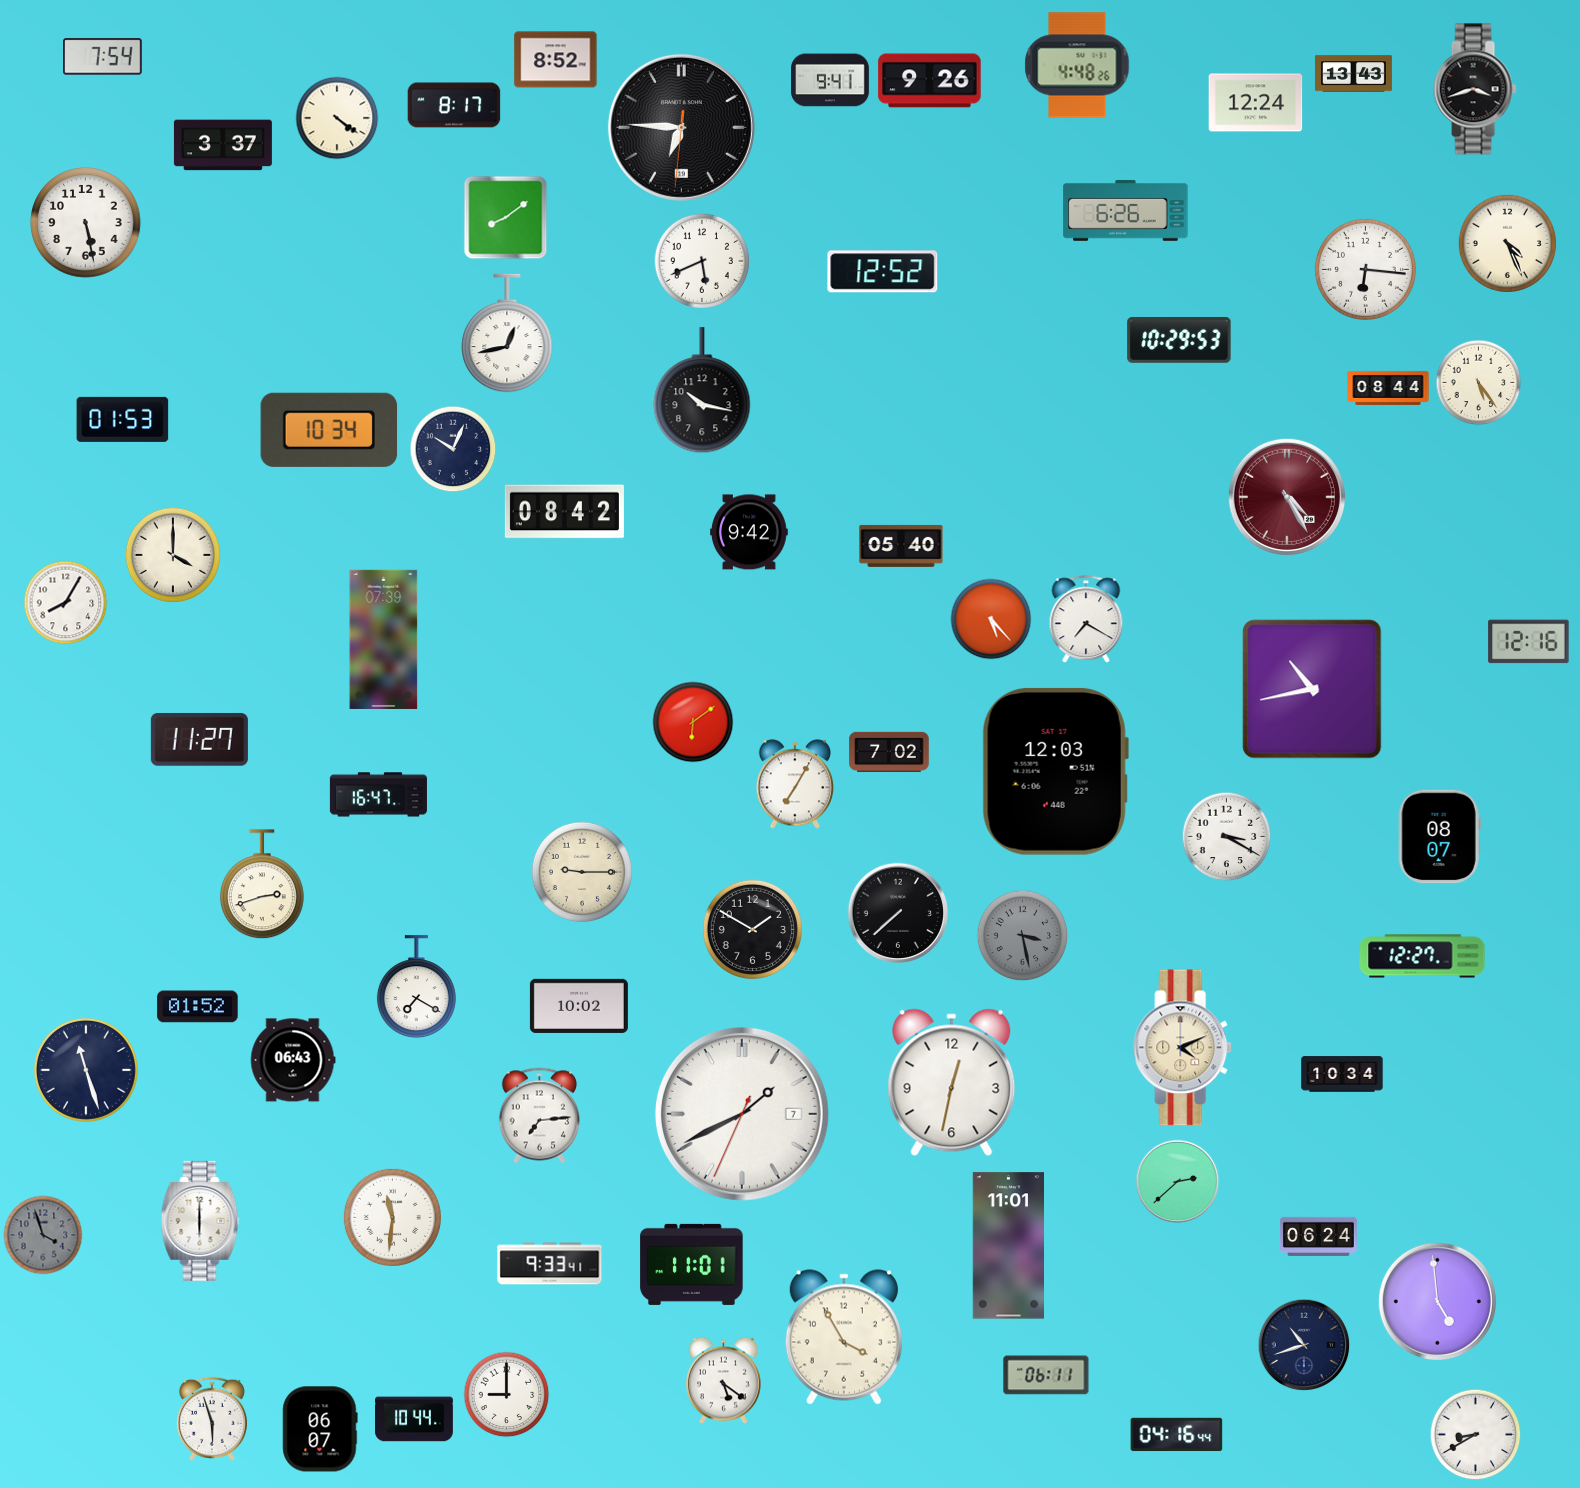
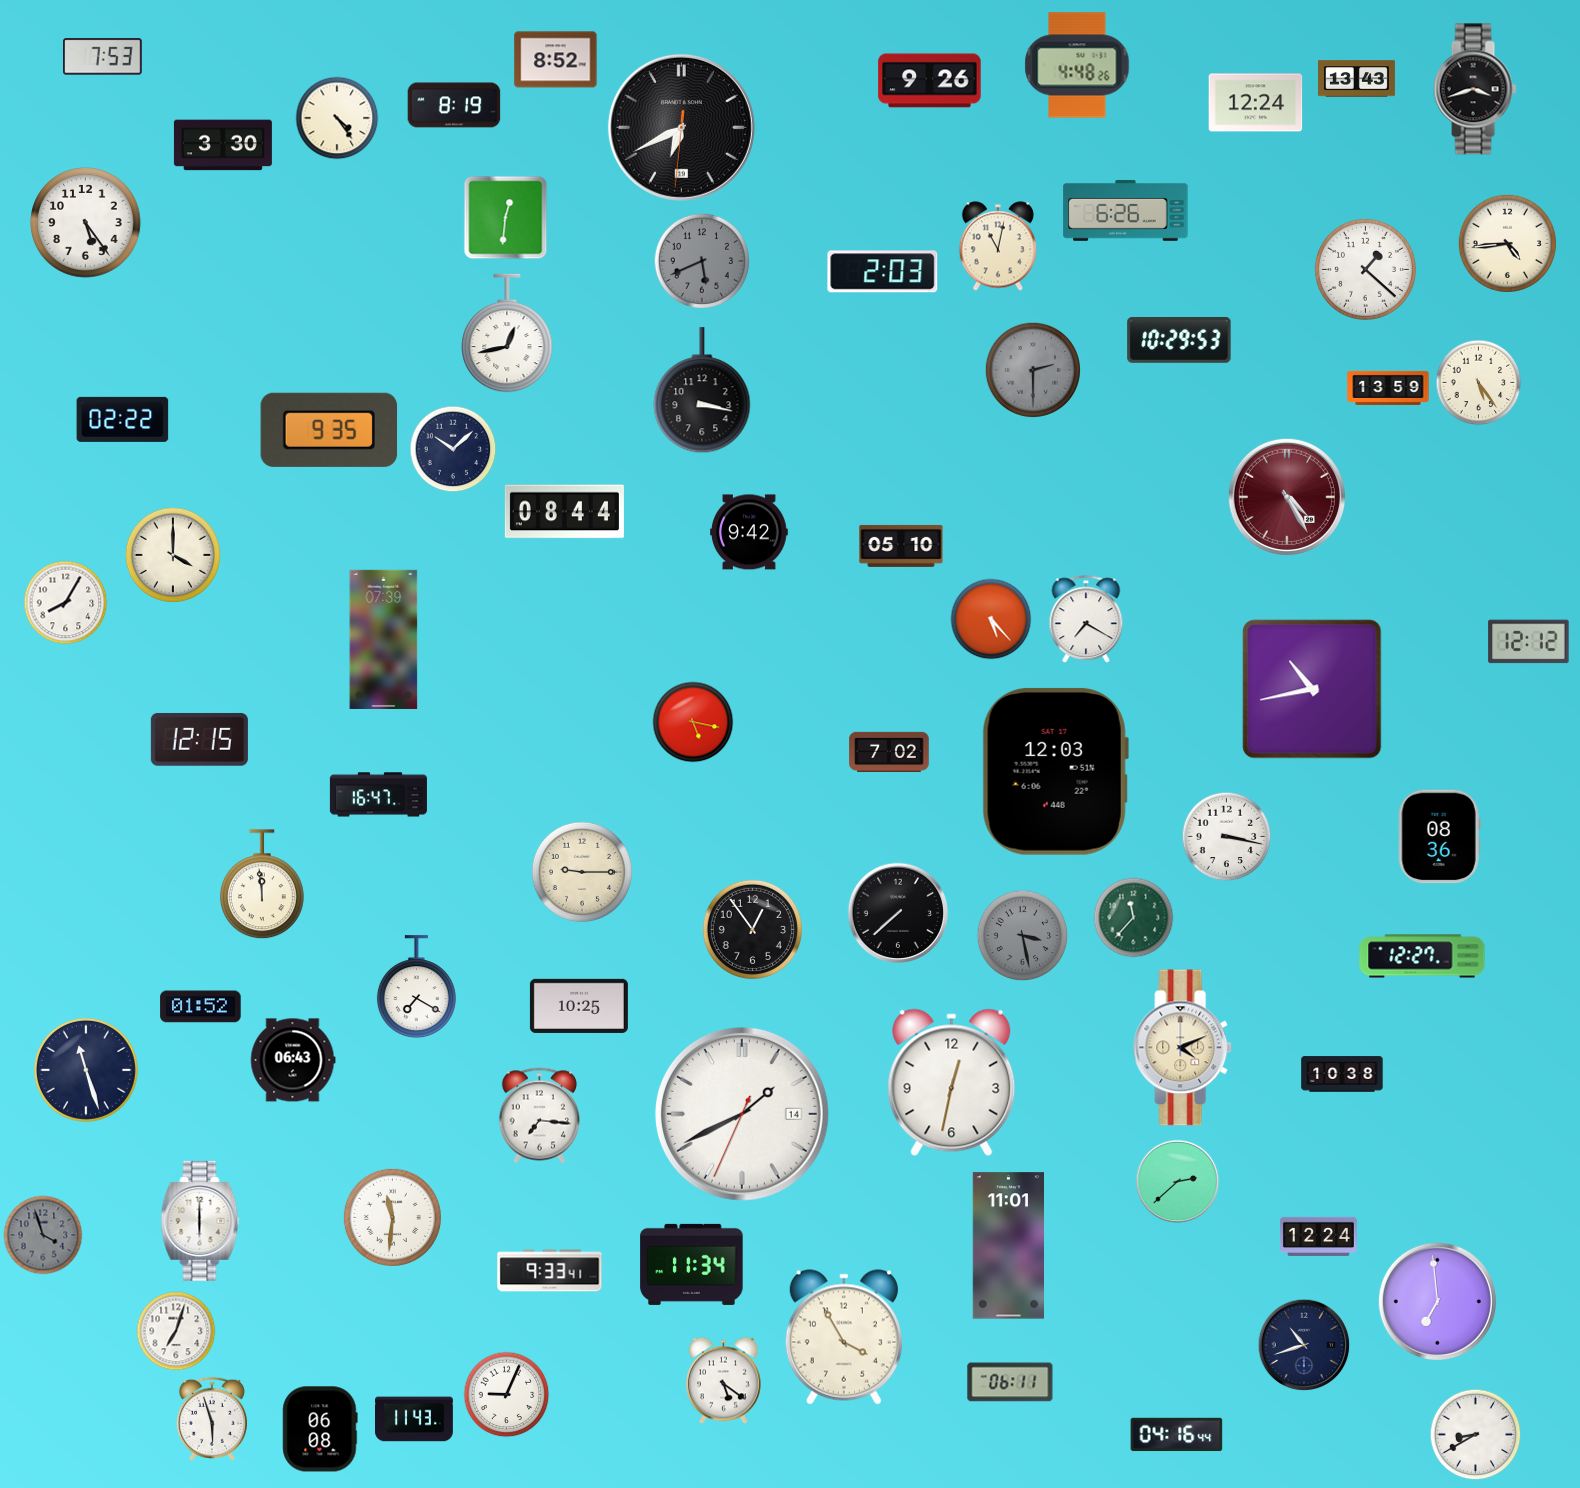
clock at (103, 57): 7:54 -> 7:53
clock at (1353, 74) position: (1353, 74) -> (1356, 79)
clock at (831, 80): 9:41 -> none
clock at (454, 105): 8:17 -> 8:19
clock at (337, 118): 4:21 -> 4:24
clock at (681, 127): 6:45 -> 6:40
clock at (223, 145): 3:37 -> 3:30
clock at (506, 218): 8:09 -> 12:31
clock at (86, 223): 5:28 -> 5:24
clock at (1507, 243): 4:26 -> 4:44
clock at (997, 246): none -> 11:02
clock at (701, 260) dial: white -> grey
clock at (1365, 269): 6:16 -> 1:22
clock at (883, 272): 12:52 -> 2:03
clock at (1032, 369): none -> 2:30
clock at (1388, 388): 08:44 -> 13:59
clock at (702, 391): 10:17 -> 3:17
clock at (123, 419): 01:53 -> 02:22
clock at (329, 430): 10:34 -> 9:35
clock at (453, 449): 10:04 -> 10:08
clock at (564, 512): 08:42 -> 08:44
clock at (901, 546): 05:40 -> 05:10
clock at (1529, 642): 12:16 -> 12:12
clock at (693, 722): 6:09 -> 5:17
clock at (199, 739): 11:27 -> 12:15
clock at (794, 784): 7:05 -> none
clock at (1227, 837): 3:20 -> 3:17
clock at (1439, 837): 08:07 -> 08:36
clock at (262, 885): 2:42 -> 11:59
clock at (1134, 918): none -> 11:37
clock at (752, 929): 1:50 -> 12:54
clock at (579, 1006): 10:02 -> 10:25
clock at (198, 1007) position: (198, 1007) -> (201, 1007)
clock at (1342, 1074): 10:34 -> 10:38
clock at (742, 1114) date: 7 -> 14
clock at (539, 1116): 7:14 -> 7:16
clock at (1318, 1236): 06:24 -> 12:24
clock at (550, 1264) position: (550, 1264) -> (550, 1271)
clock at (692, 1264): 11:01 -> 11:34
clock at (1437, 1301): 4:59 -> 6:59
clock at (176, 1331): none -> 7:03
clock at (1046, 1375) position: (1046, 1375) -> (1010, 1382)
clock at (507, 1395): 9:00 -> 9:04
clock at (415, 1419): 10:44 -> 11:43
clock at (320, 1429): 06:07 -> 06:08
